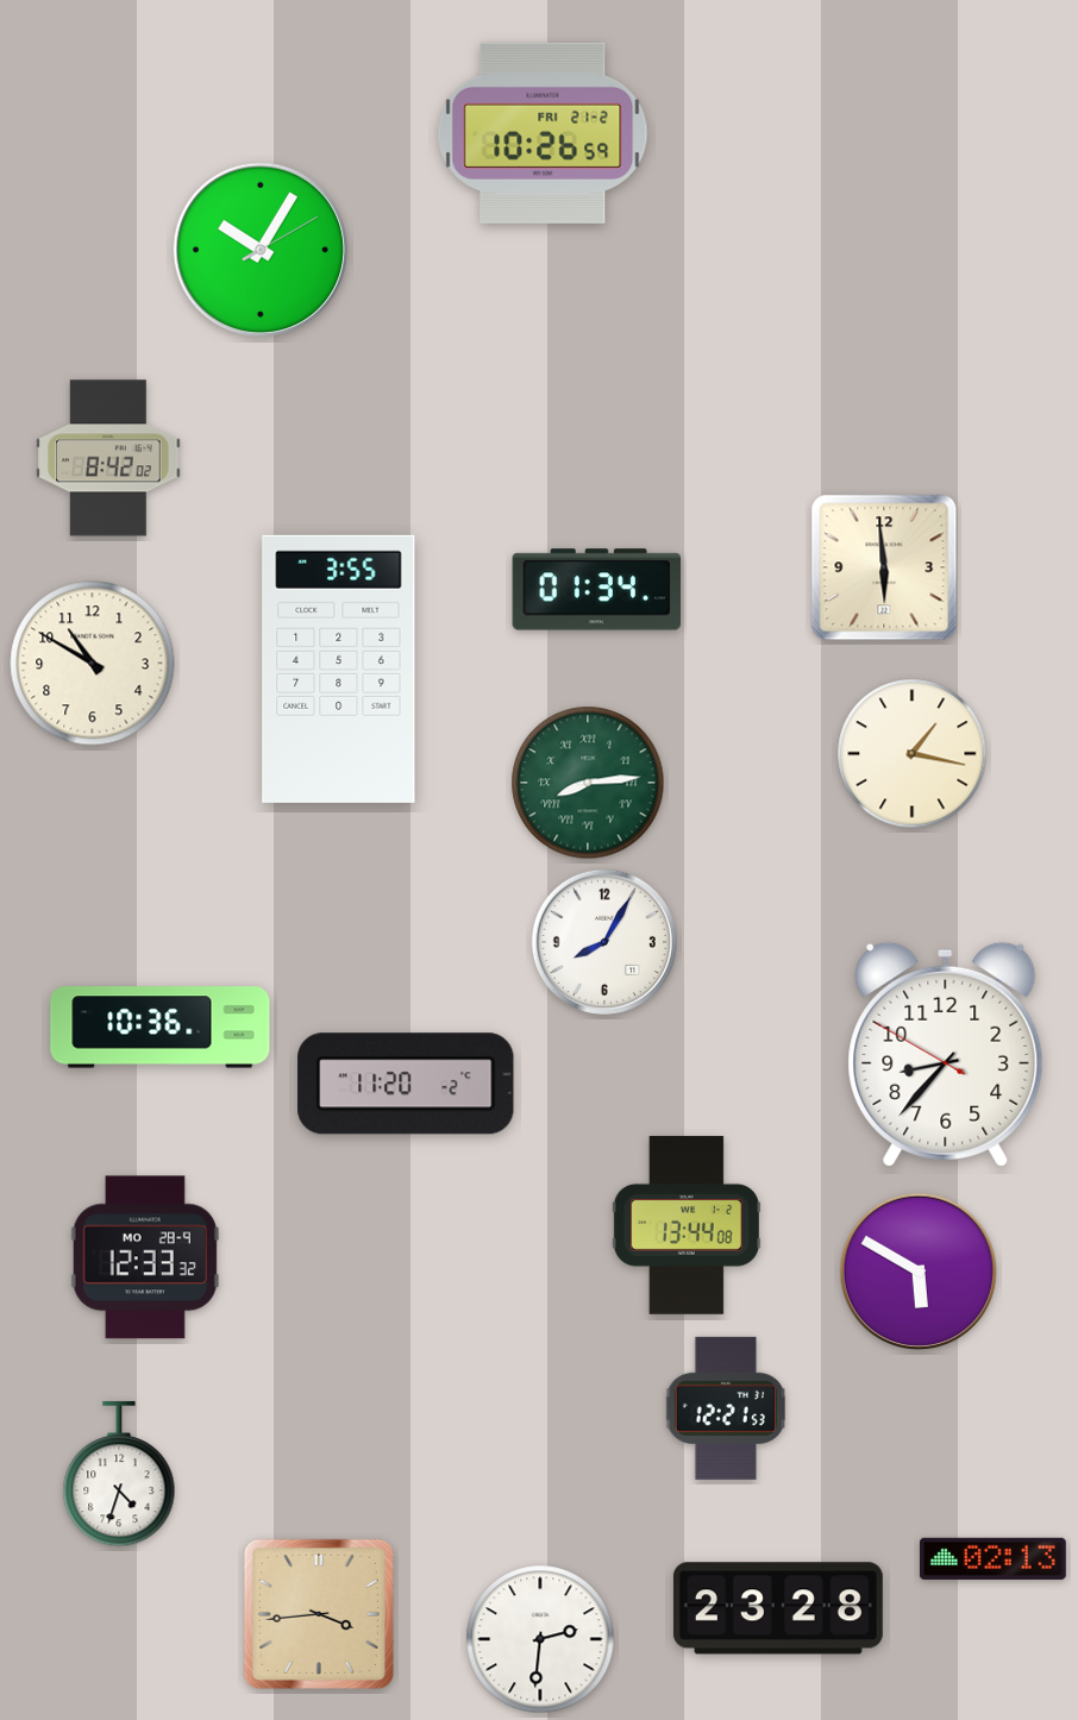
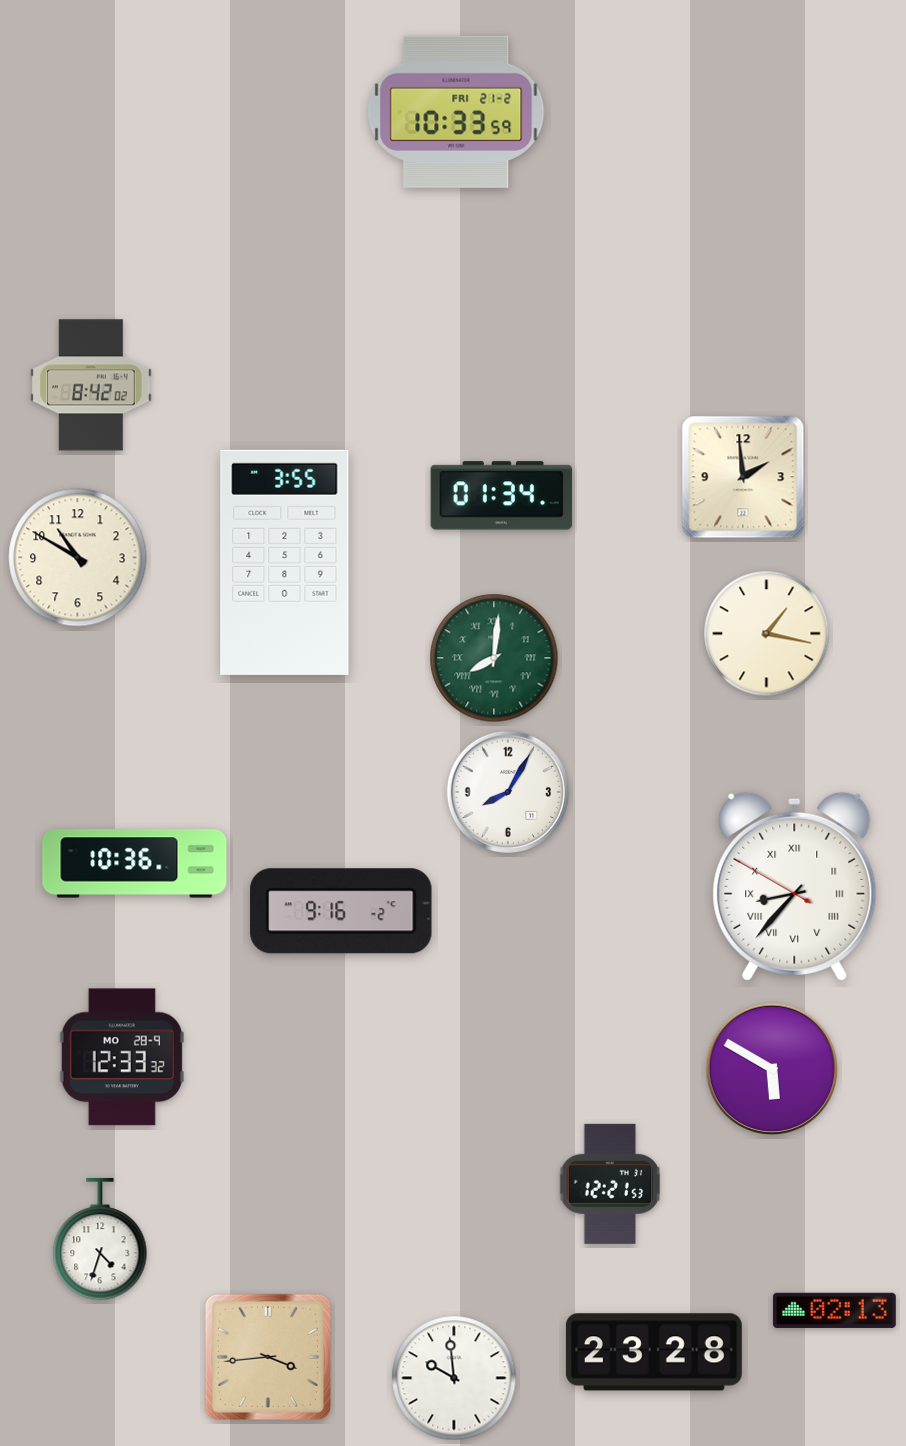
clock at (543, 133): 10:26 -> 10:33
clock at (261, 250): 10:05 -> none
clock at (884, 567): 5:59 -> 1:59
clock at (588, 783): 8:14 -> 8:01
clock at (946, 1054) numerals: Arabic -> Roman
clock at (406, 1084): 11:20 -> 9:16
clock at (687, 1225): 13:44 -> none
clock at (540, 1639): 2:31 -> 9:59
